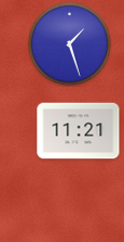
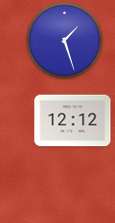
clock at (79, 131): 11:21 -> 12:12
